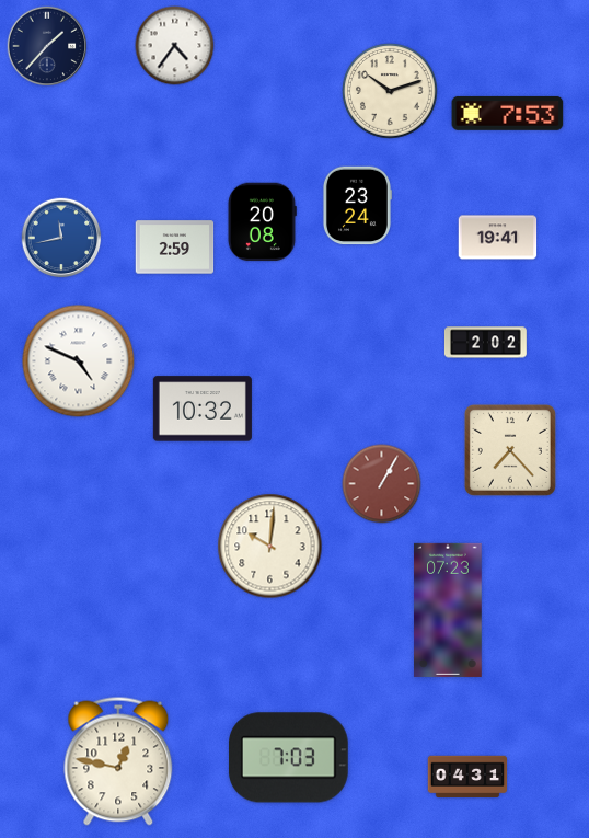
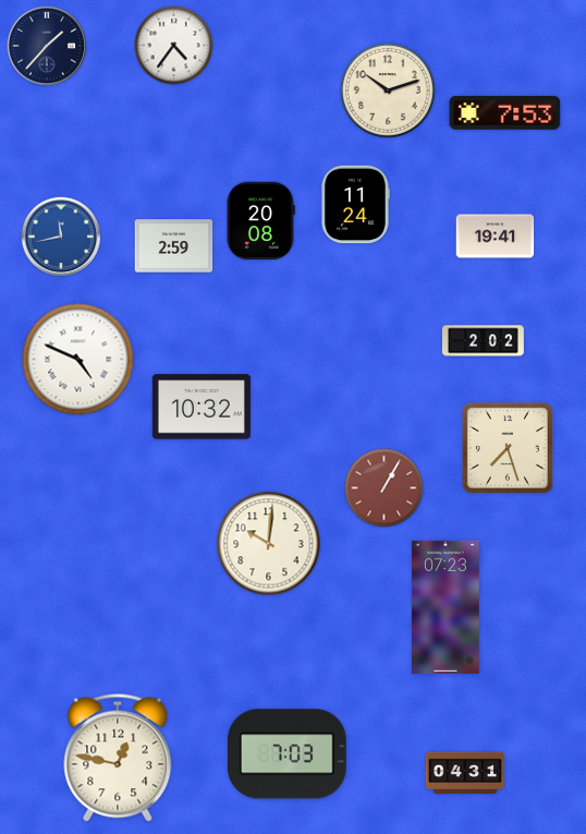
clock at (357, 206): 23:24 -> 11:24
clock at (510, 450): 7:23 -> 7:27
clock at (382, 484) position: (382, 484) -> (384, 488)
